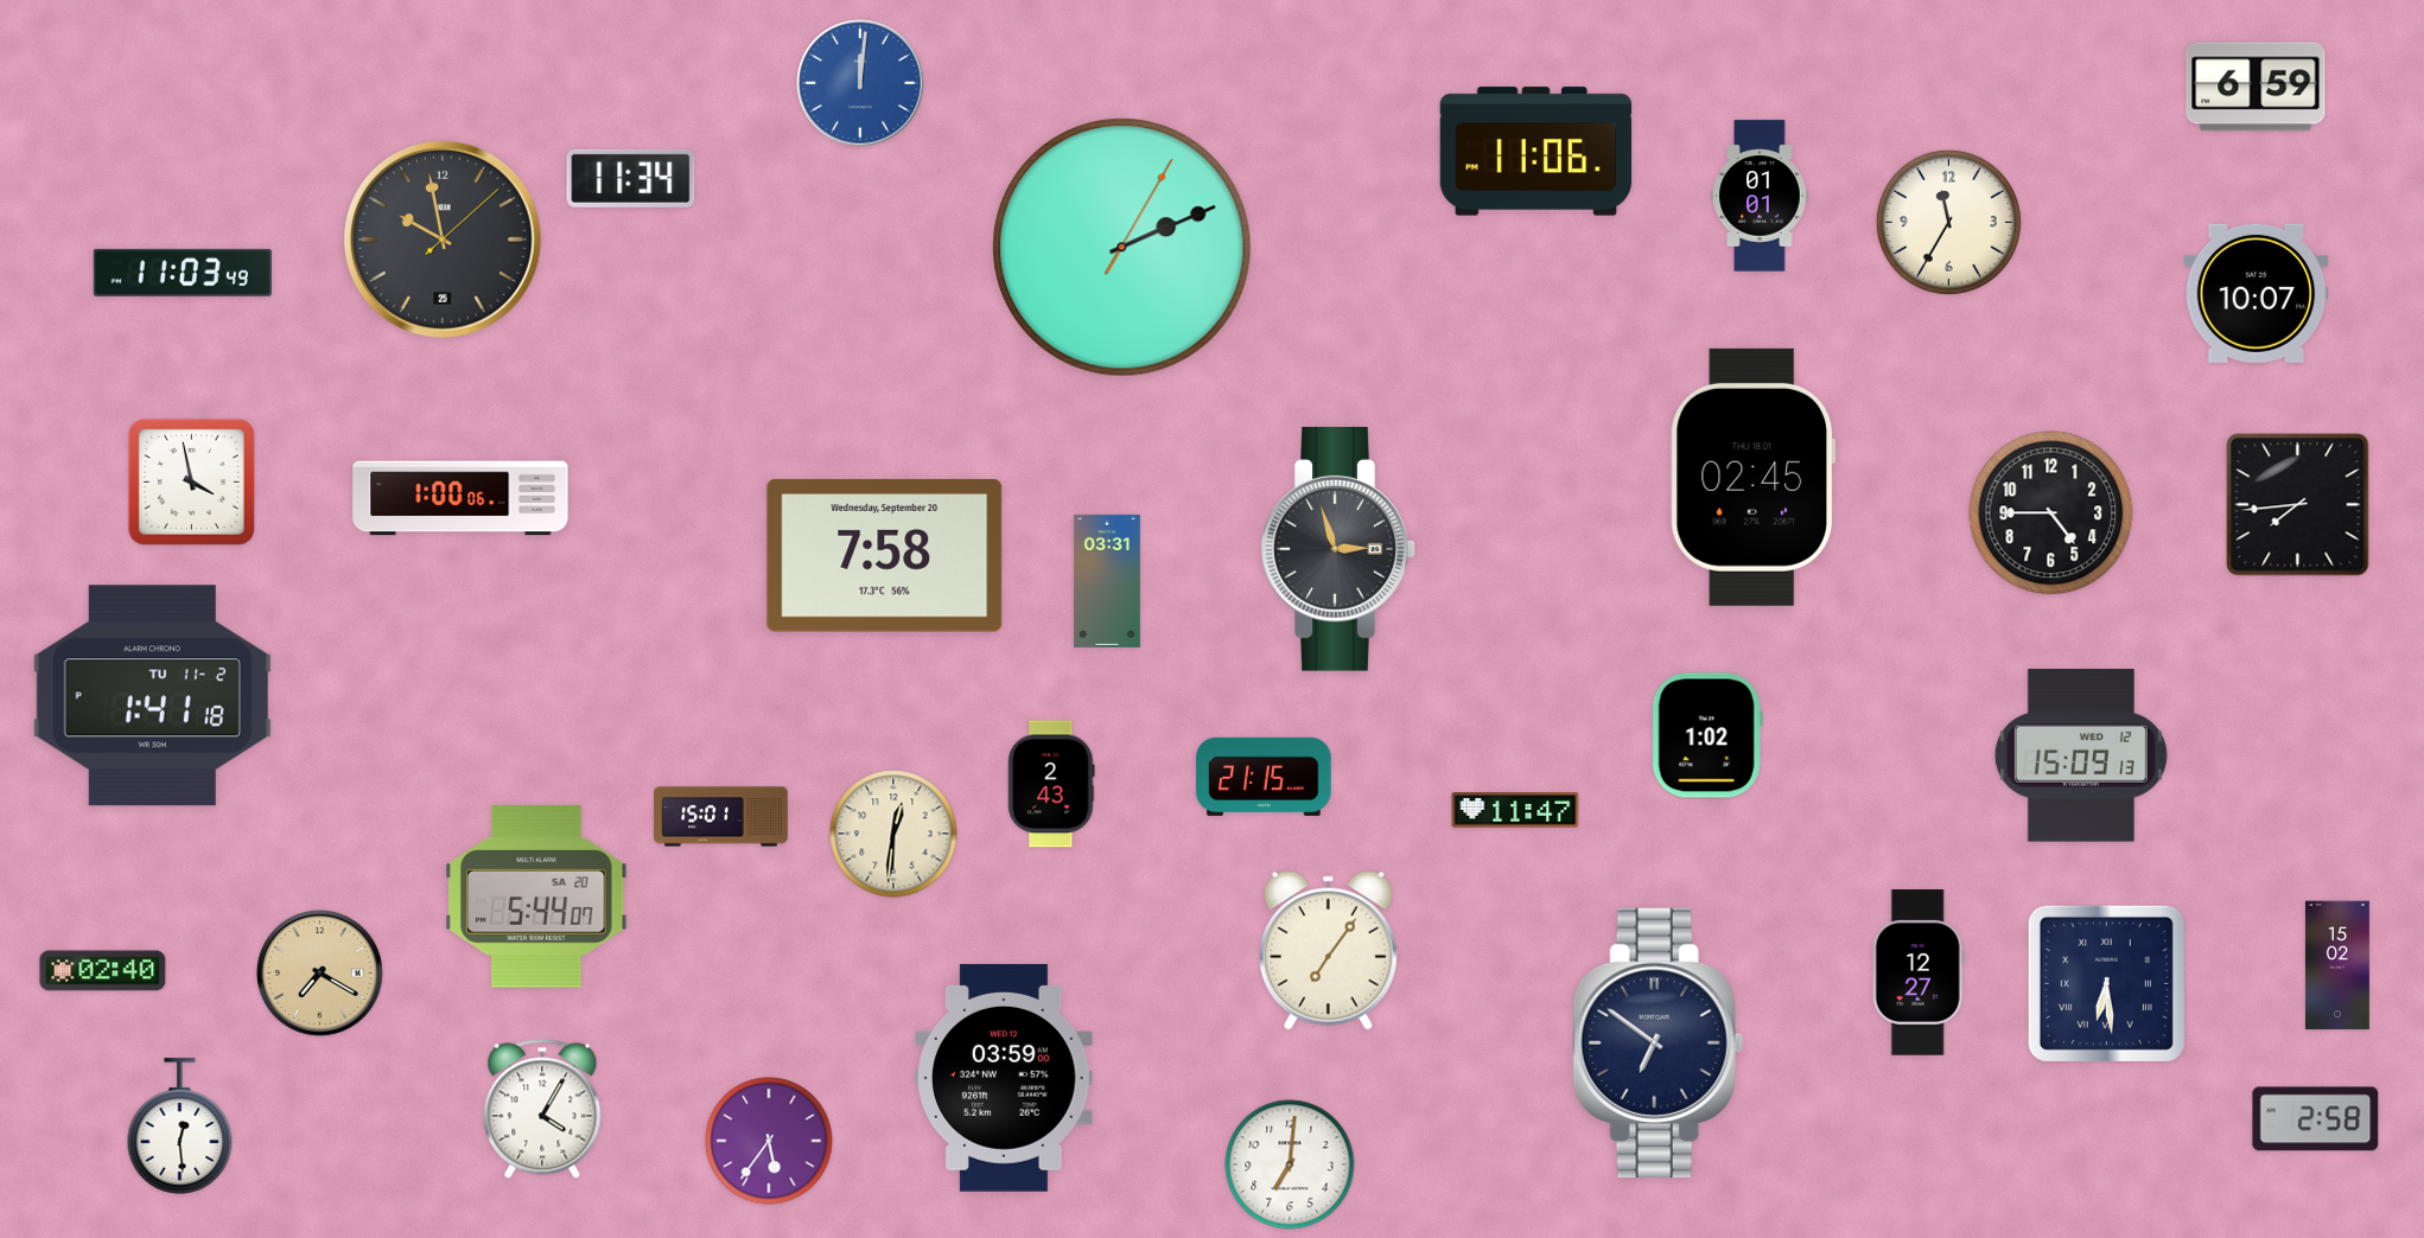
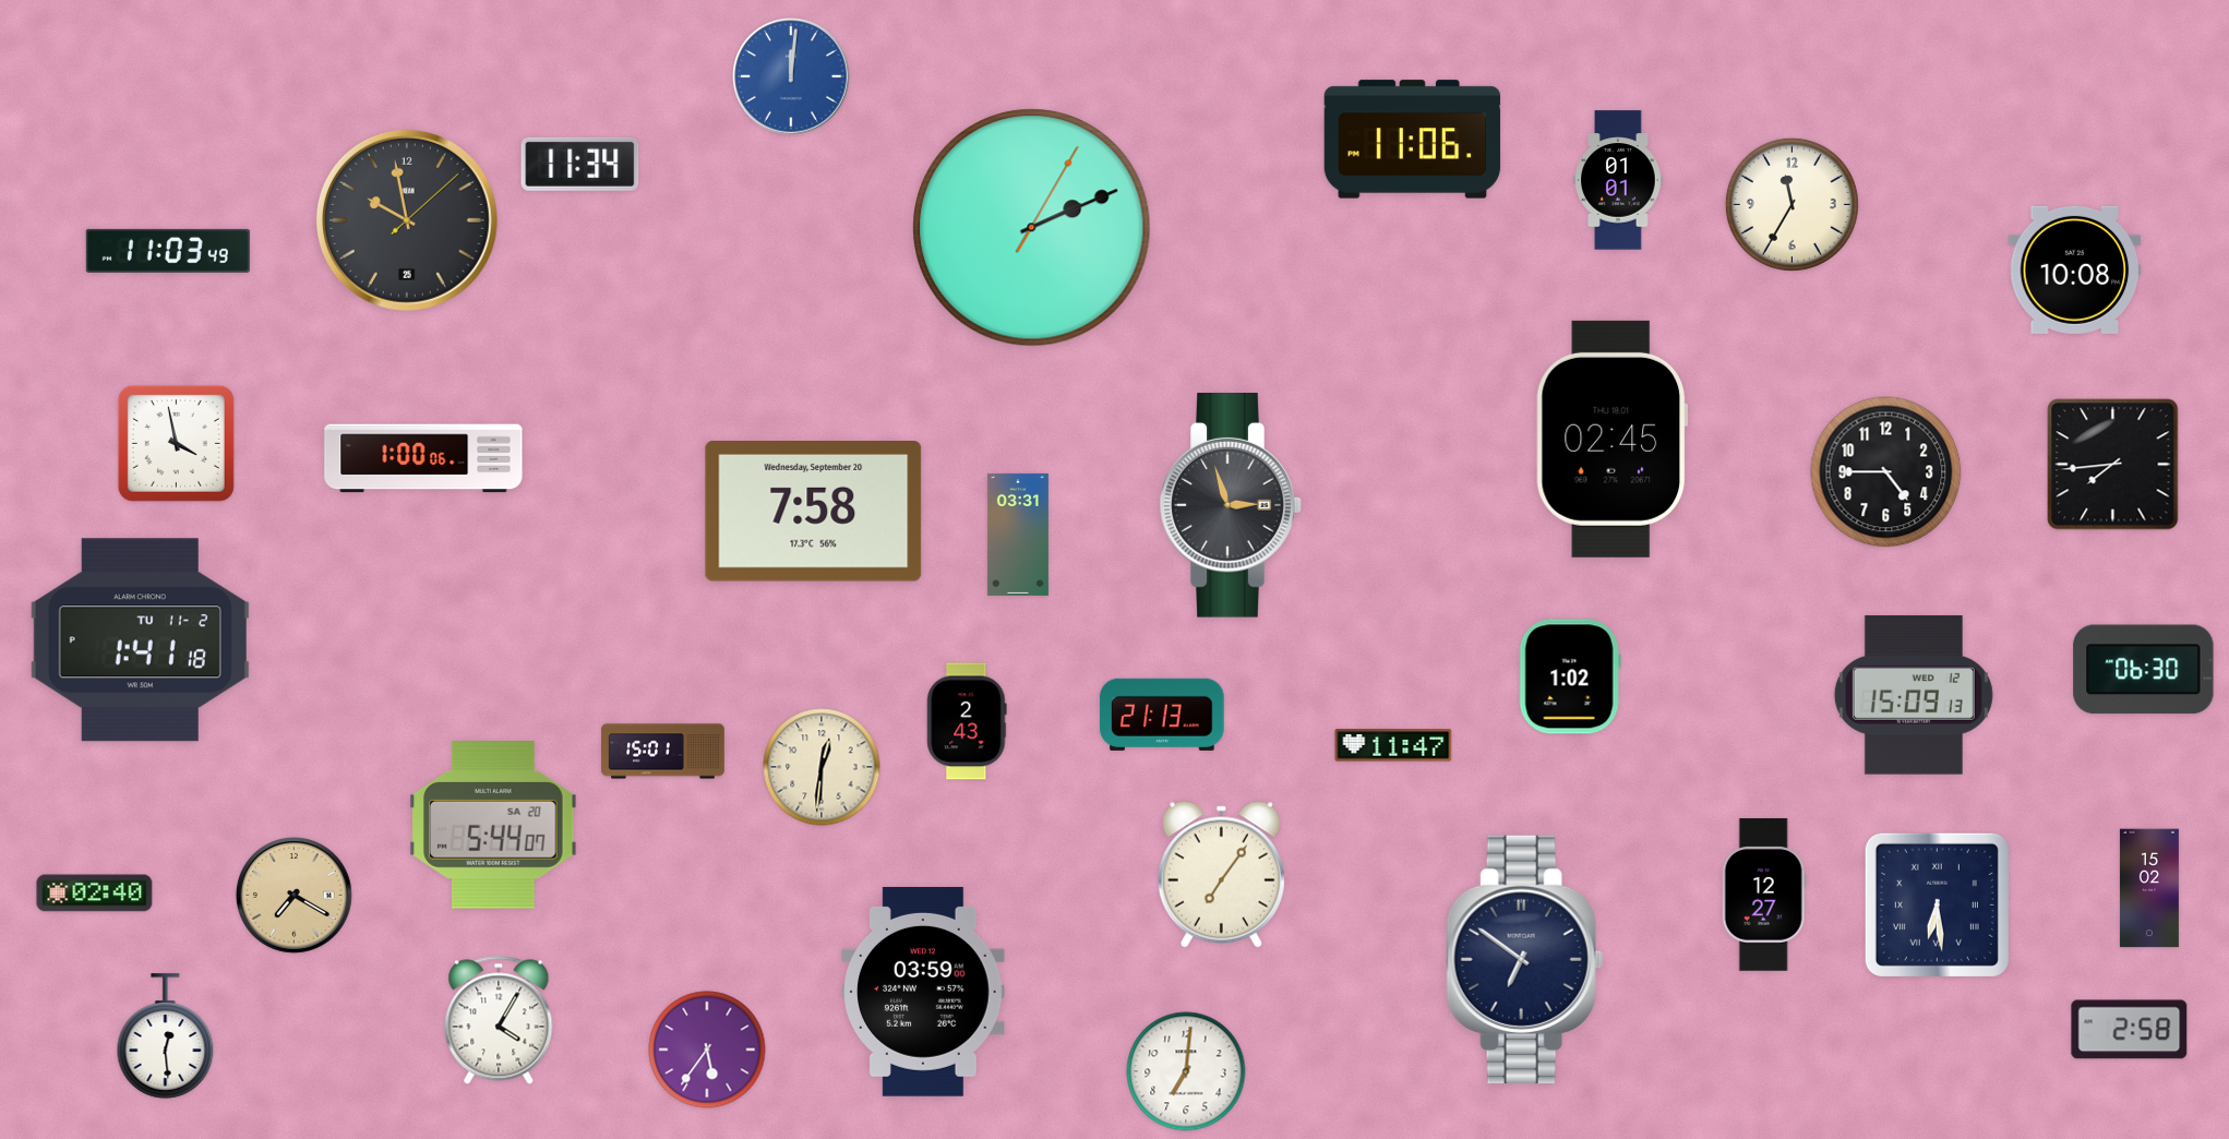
clock at (2256, 87): 6:59 -> none
clock at (2257, 293): 10:07 -> 10:08
clock at (2144, 670): none -> 06:30
clock at (1264, 777): 21:15 -> 21:13
